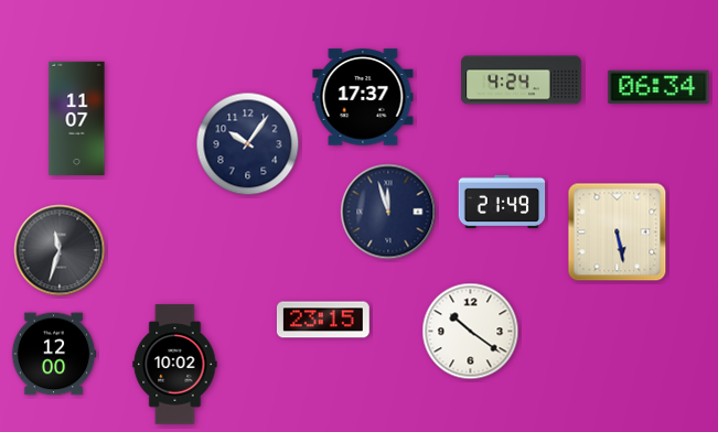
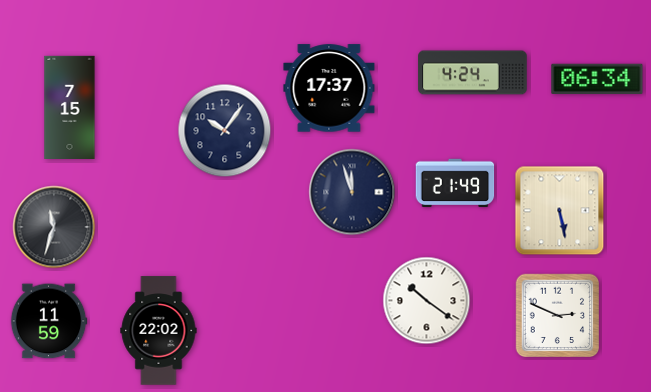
clock at (77, 118): 11:07 -> 7:15
clock at (323, 320): 23:15 -> none
clock at (558, 316): none -> 2:49
clock at (54, 354): 12:00 -> 11:59
clock at (175, 365): 10:02 -> 22:02
